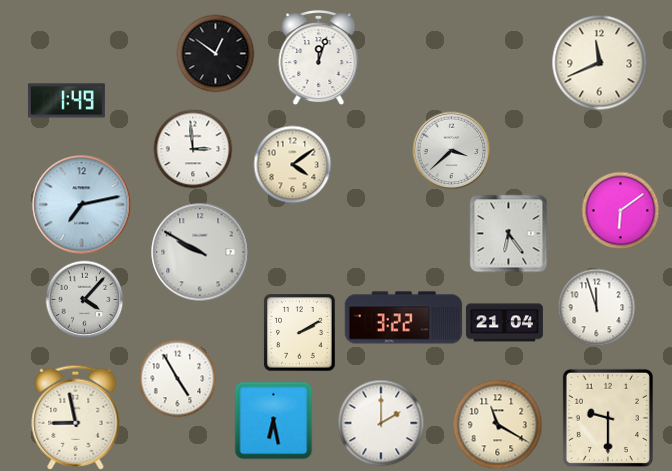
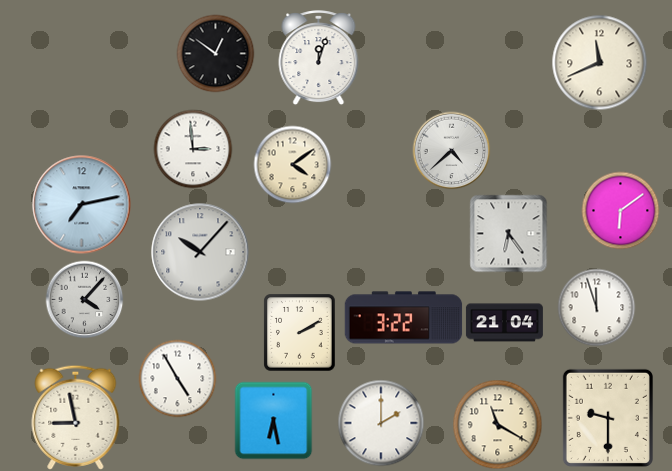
clock at (66, 101): 1:49 -> none
clock at (451, 150): 3:38 -> 4:38
clock at (200, 252): 9:50 -> 10:07
